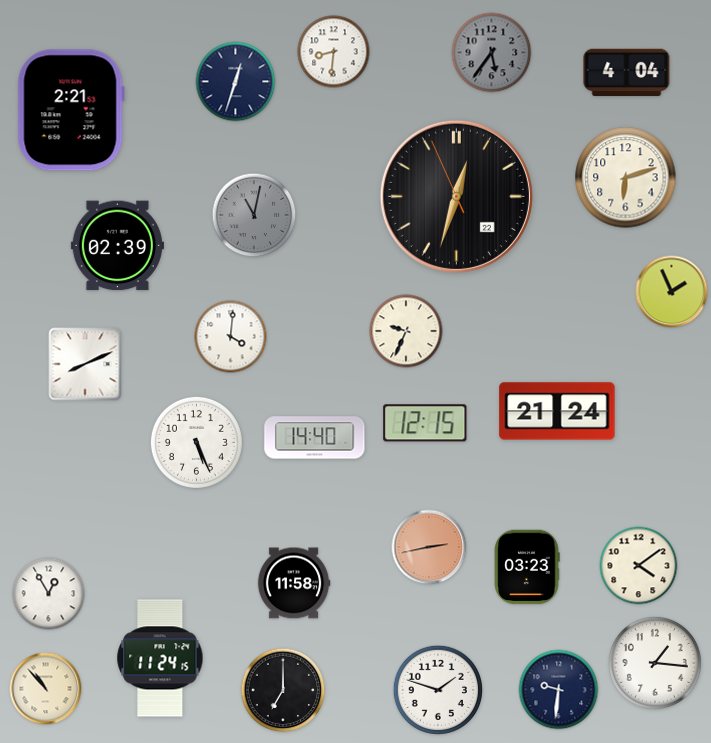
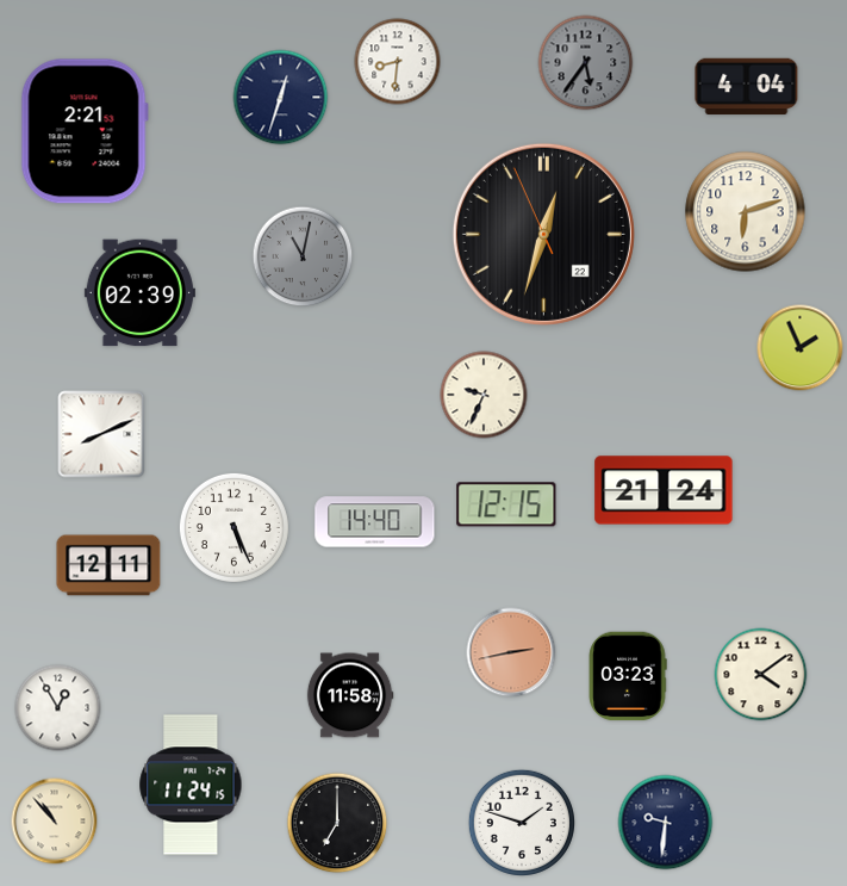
clock at (231, 337): 4:01 -> none
clock at (108, 565): none -> 12:11
clock at (655, 663): 1:16 -> none
